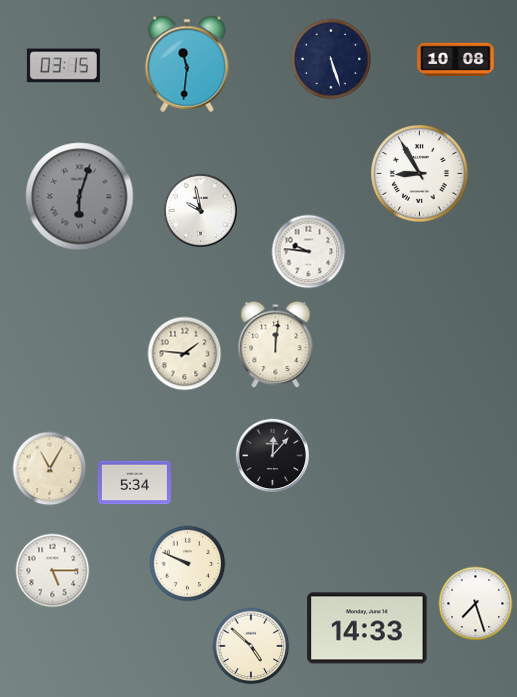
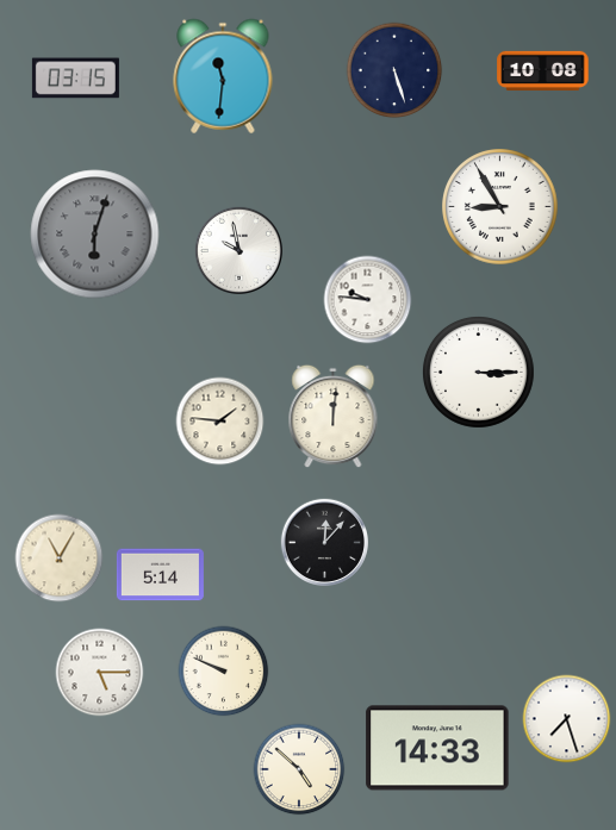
clock at (478, 372): none -> 3:15
clock at (276, 345) position: (276, 345) -> (334, 417)
clock at (134, 483): 5:34 -> 5:14
clock at (53, 571) position: (53, 571) -> (100, 673)
